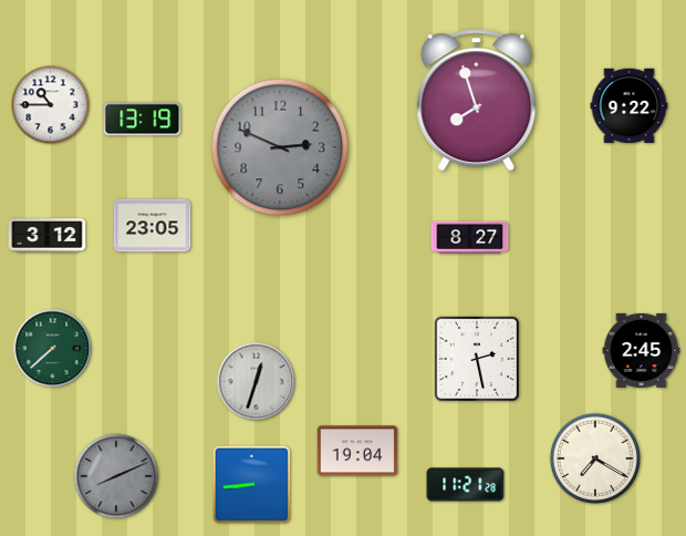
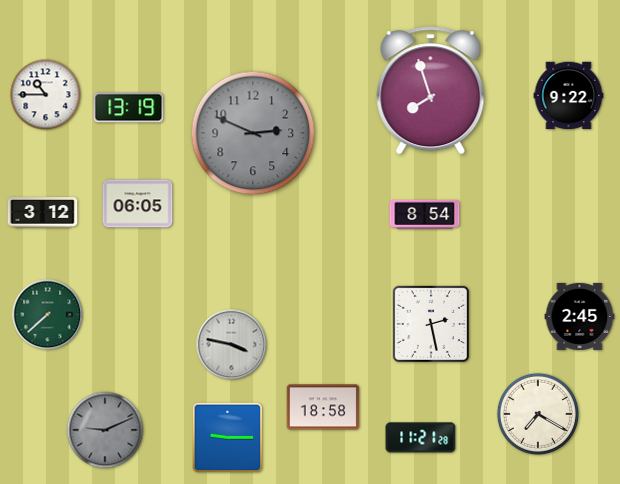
clock at (153, 226): 23:05 -> 06:05
clock at (470, 237): 8:27 -> 8:54
clock at (257, 382): 12:33 -> 3:47
clock at (357, 451): 19:04 -> 18:58
clock at (116, 476): 8:11 -> 9:11
clock at (252, 485): 8:44 -> 9:15
